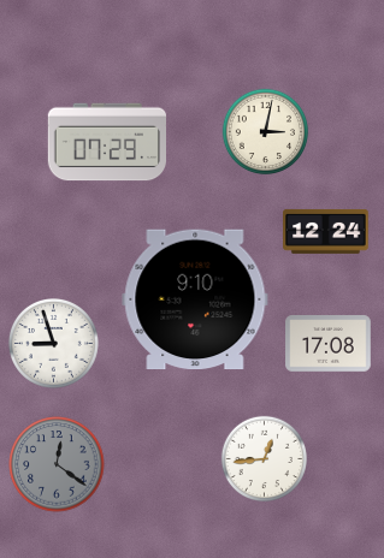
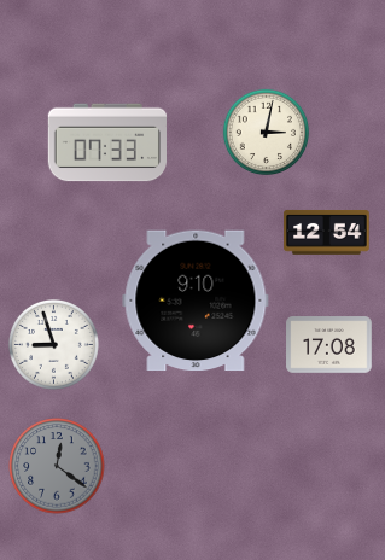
clock at (106, 142): 07:29 -> 07:33
clock at (326, 231): 12:24 -> 12:54
clock at (264, 458): 12:44 -> none
